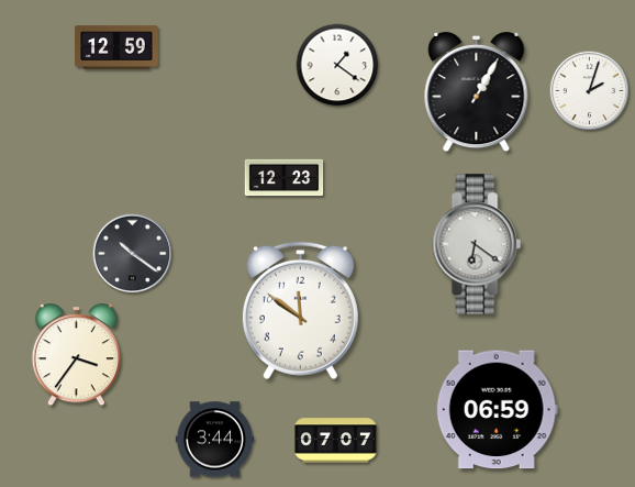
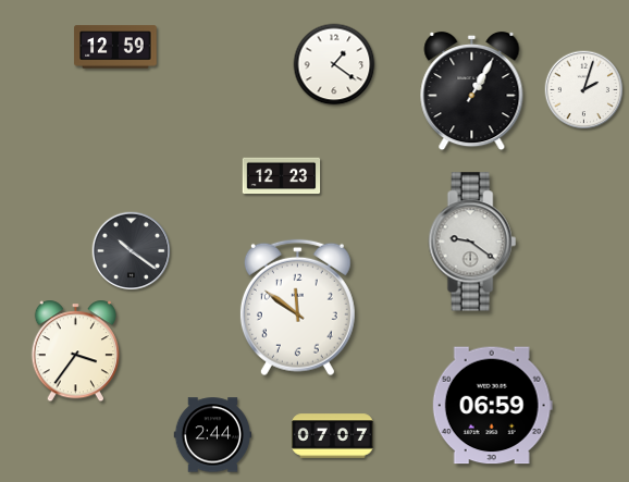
clock at (477, 244): 6:21 -> 9:21
clock at (215, 440): 3:44 -> 2:44
